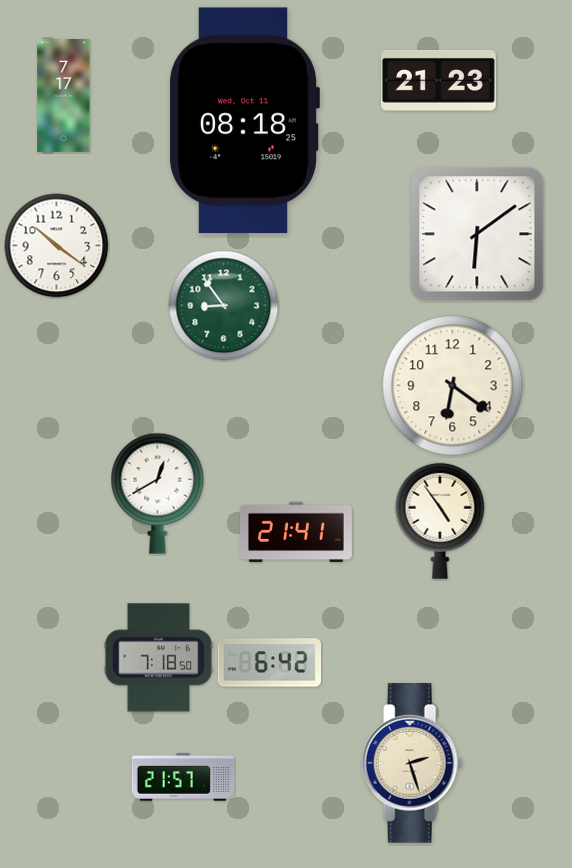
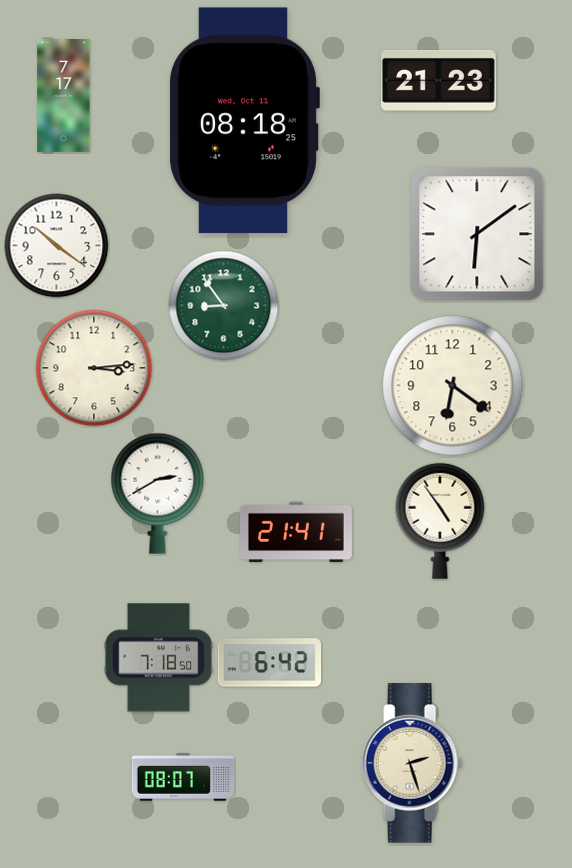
clock at (94, 368): none -> 3:14
clock at (158, 493): 12:40 -> 2:40
clock at (183, 777): 21:57 -> 08:07
